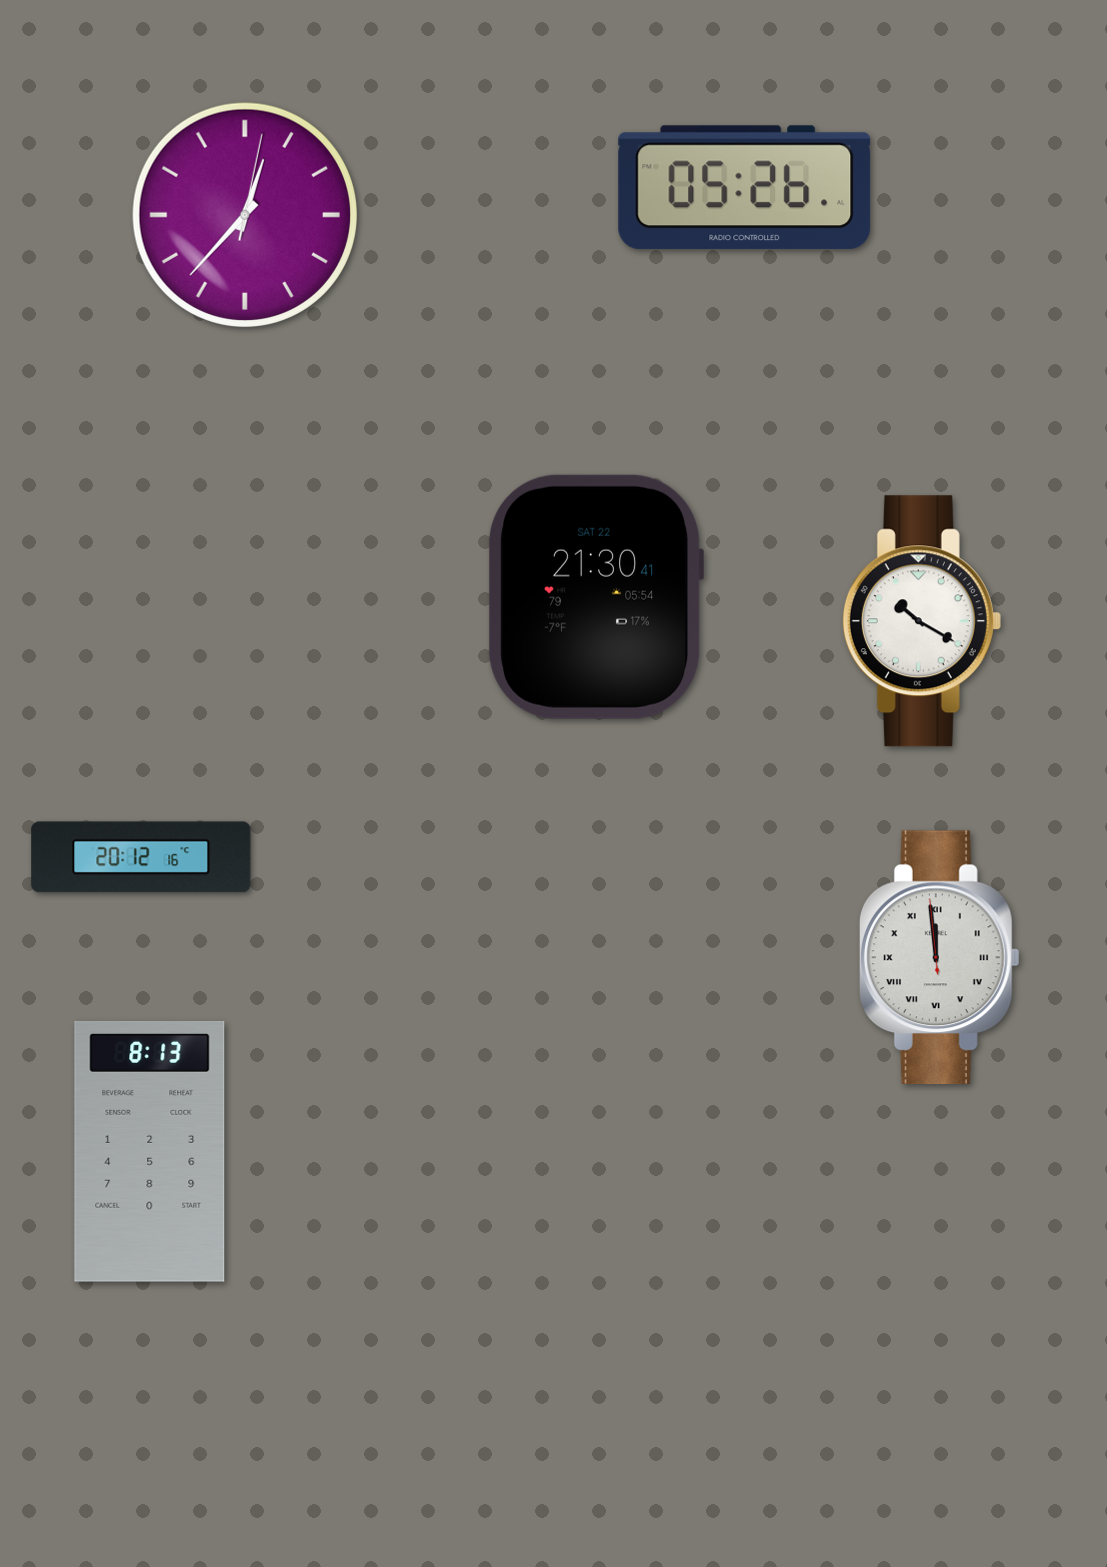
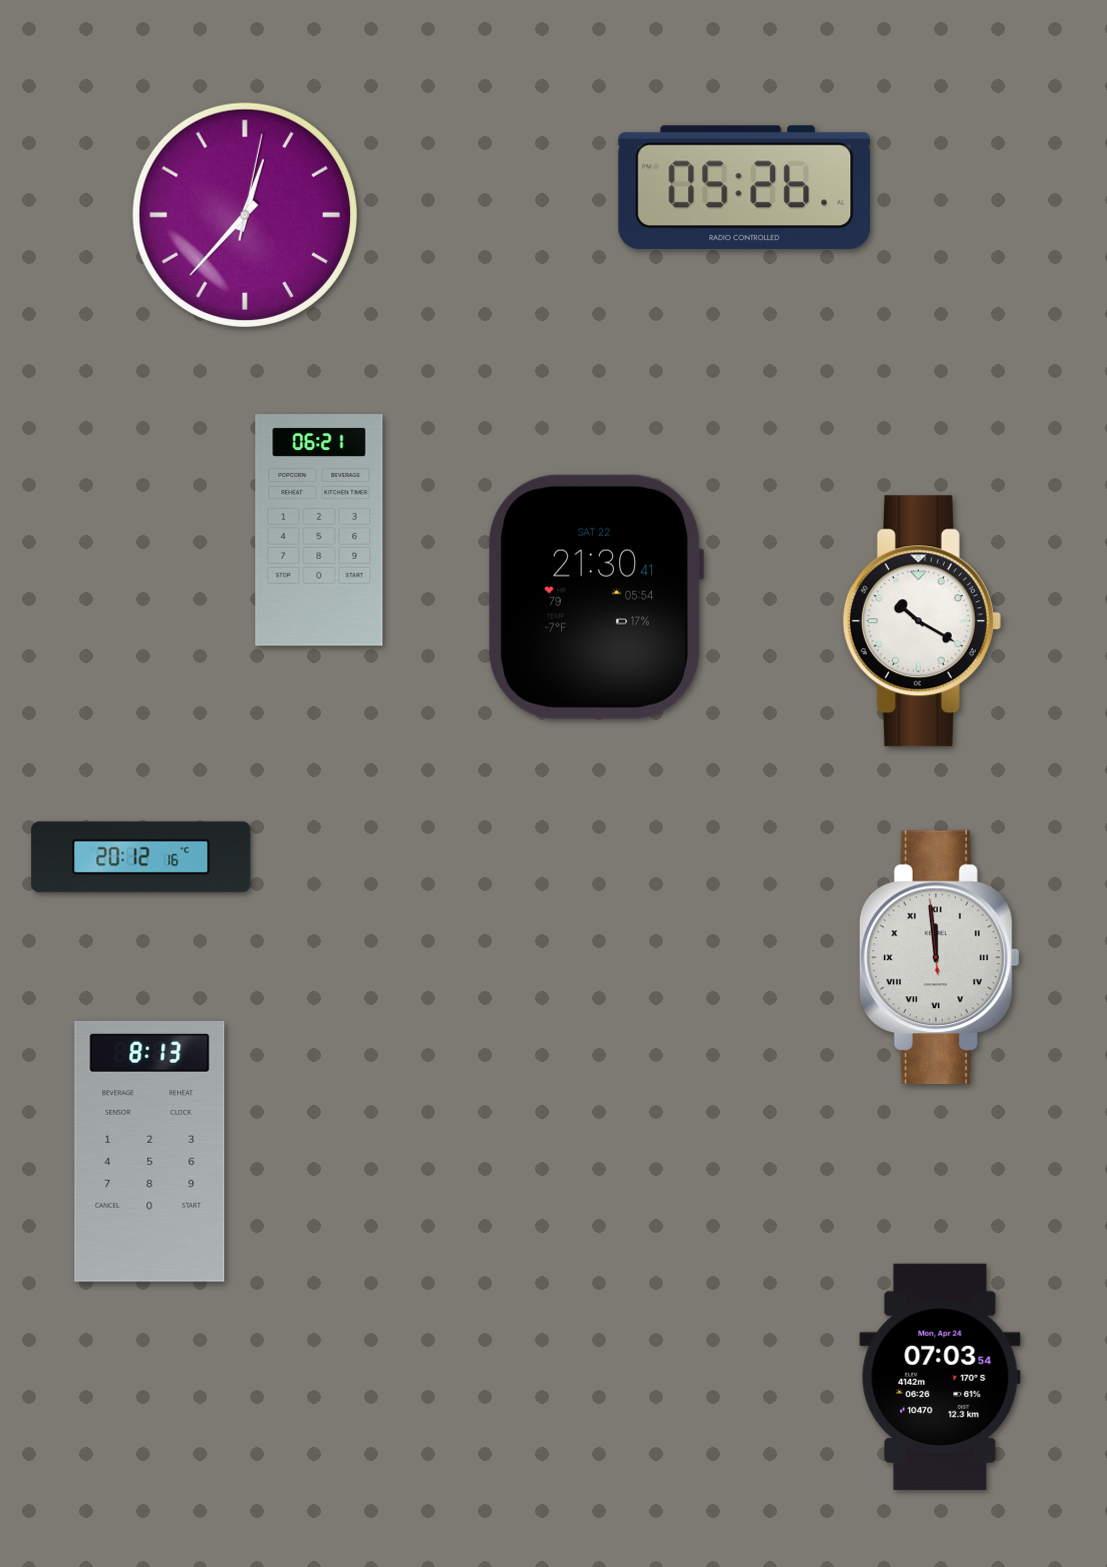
clock at (319, 530): none -> 06:21
clock at (940, 1377): none -> 07:03
